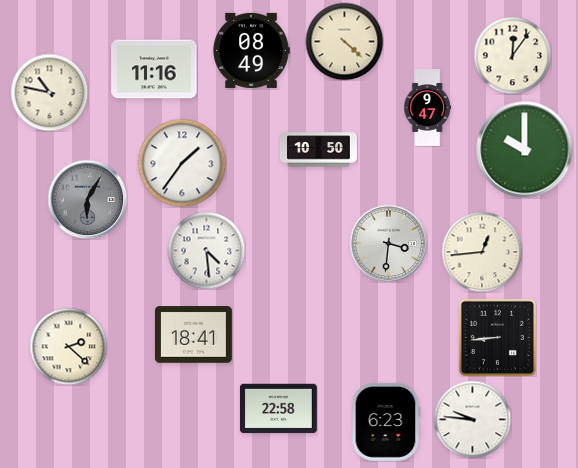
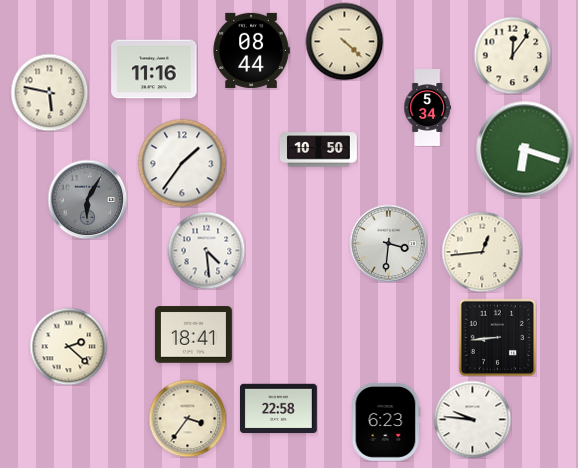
clock at (251, 50): 08:49 -> 08:44
clock at (49, 92): 10:47 -> 5:47
clock at (428, 108): 9:47 -> 5:34
clock at (525, 150): 10:00 -> 6:18
clock at (187, 418): none -> 3:36
